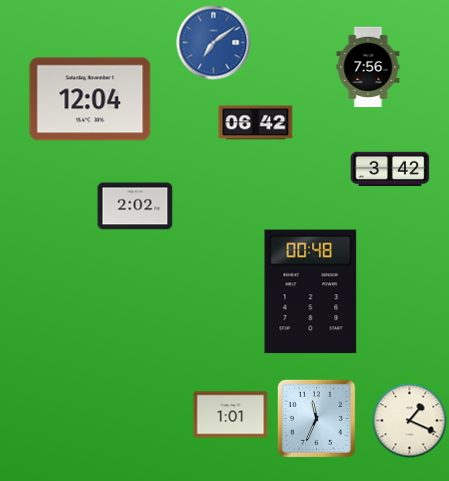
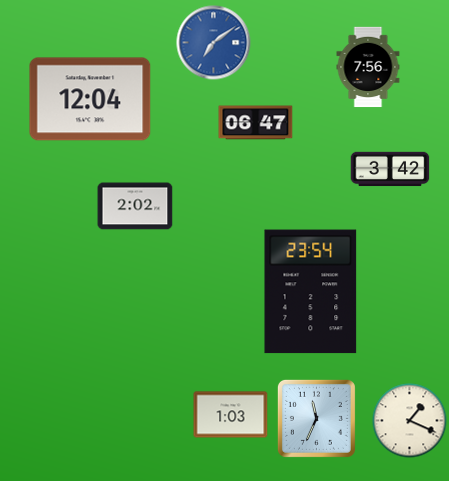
clock at (256, 123): 06:42 -> 06:47
clock at (311, 292): 00:48 -> 23:54
clock at (231, 415): 1:01 -> 1:03
